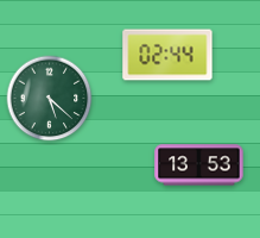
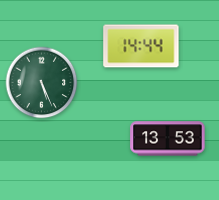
clock at (167, 55): 02:44 -> 14:44
clock at (50, 99): 5:22 -> 5:26
